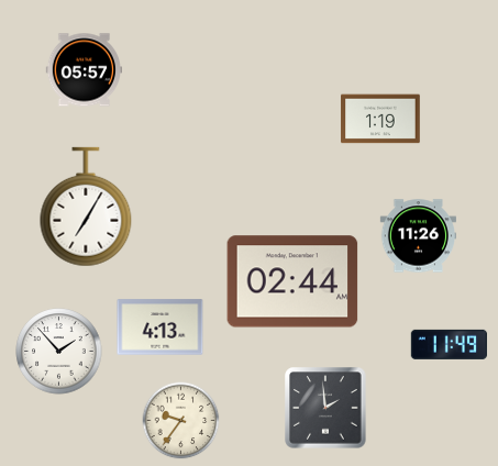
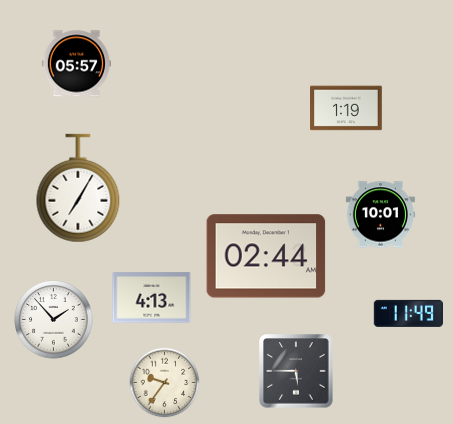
clock at (418, 236): 11:26 -> 10:01
clock at (161, 328) position: (161, 328) -> (152, 298)
clock at (325, 408): 1:59 -> 5:45
